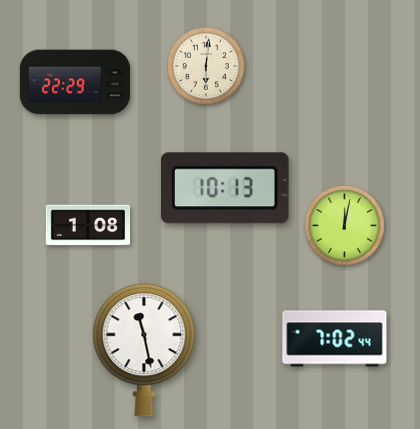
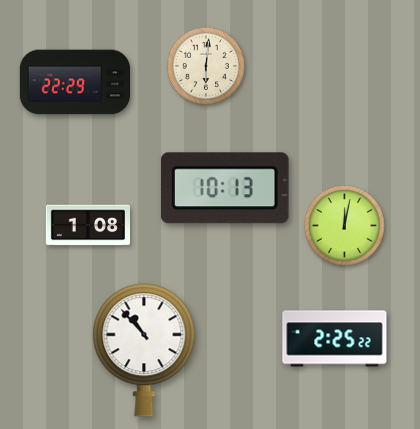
clock at (335, 339): 7:02 -> 2:25
clock at (144, 350): 11:28 -> 10:53
